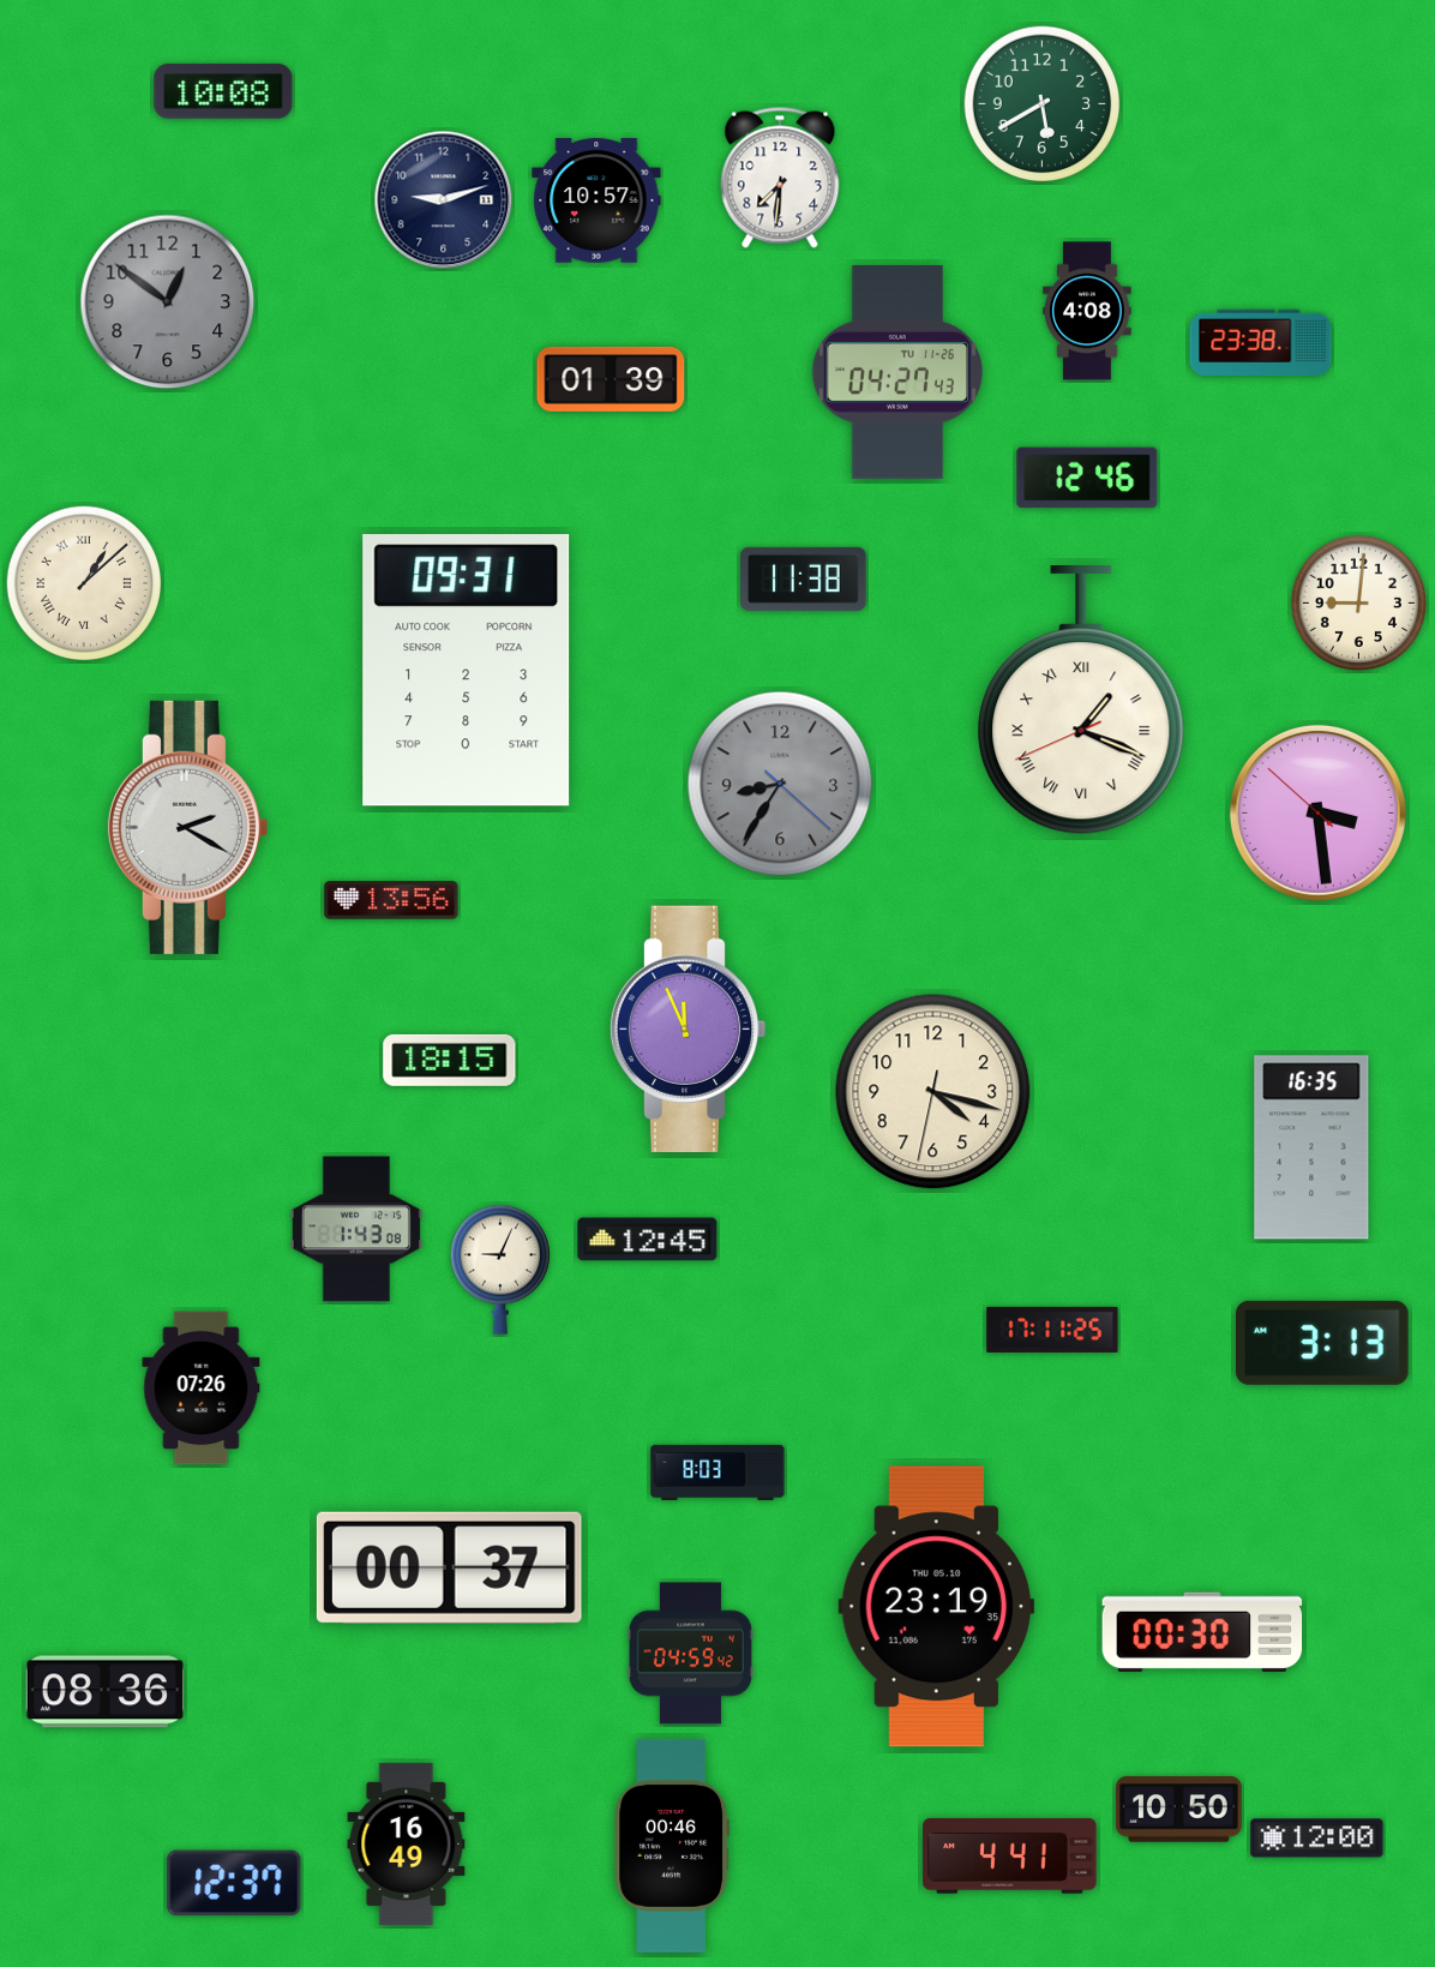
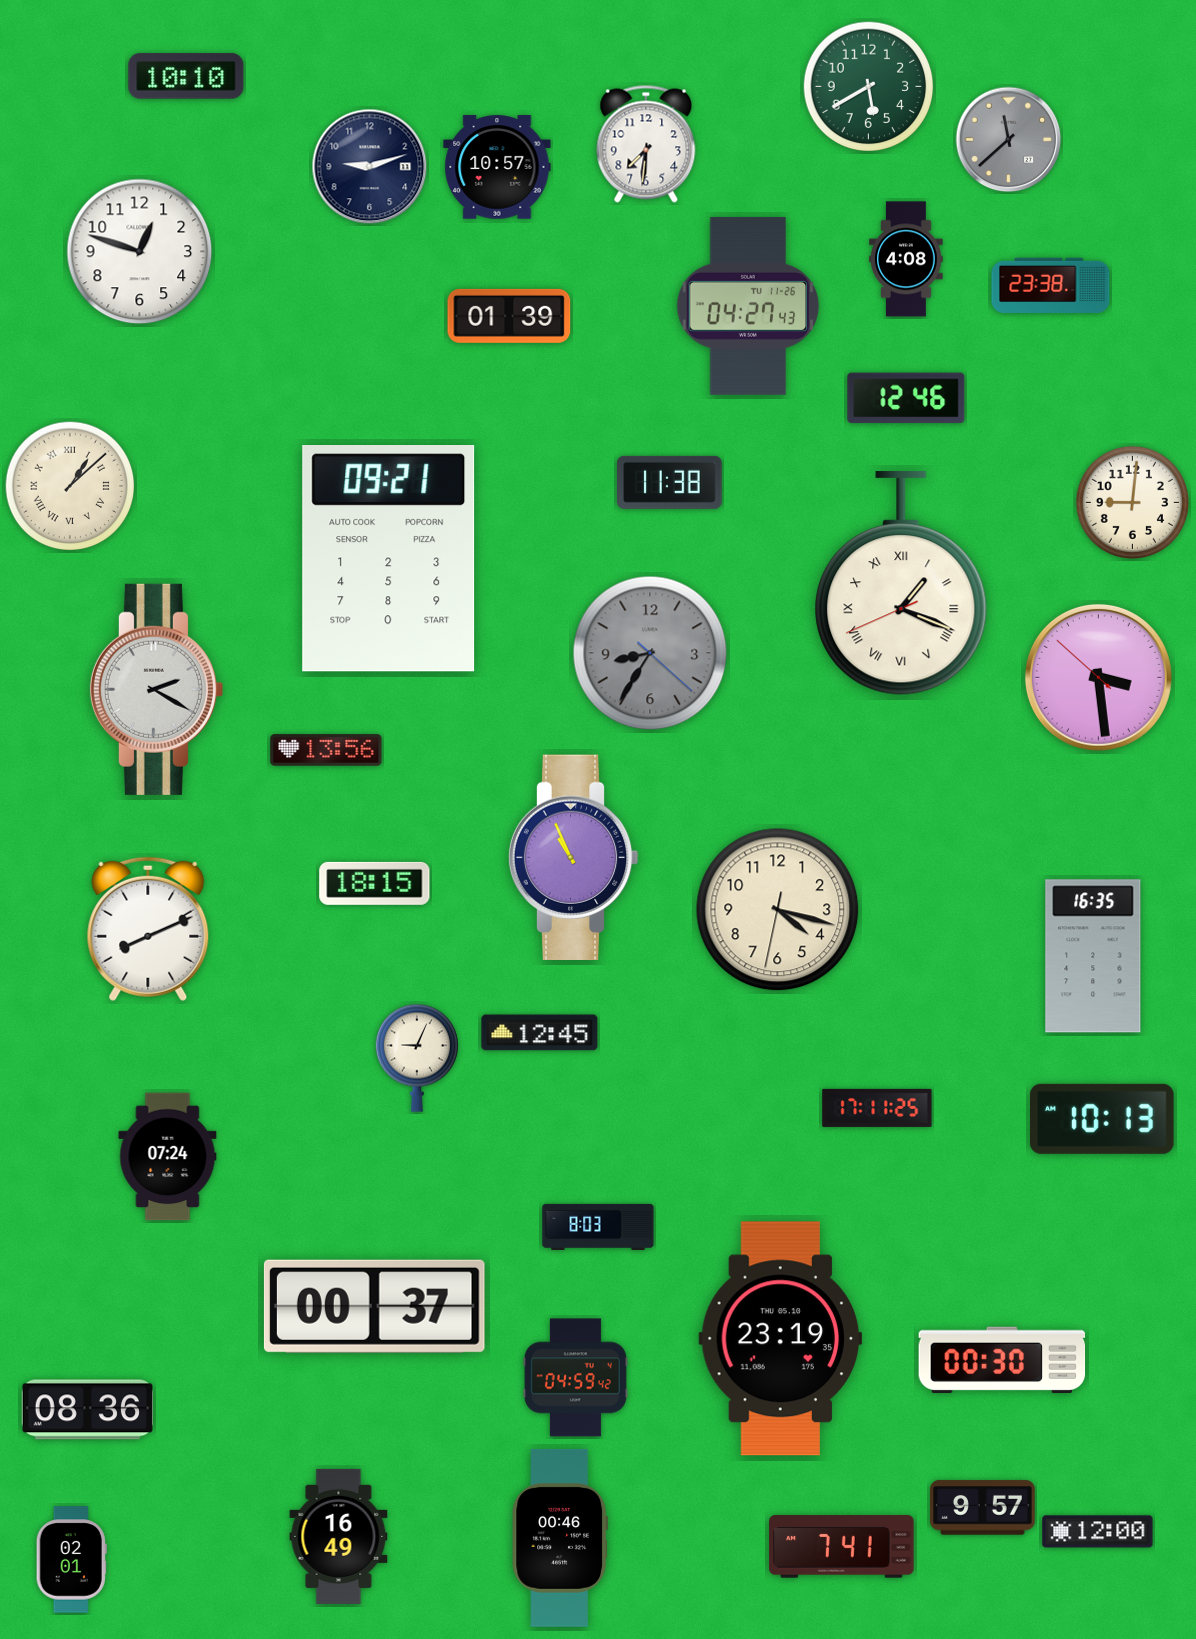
clock at (223, 91): 10:08 -> 10:10
clock at (1009, 140): none -> 11:38
clock at (780, 178) position: (780, 178) -> (646, 144)
clock at (168, 302): 12:51 -> 12:48
clock at (168, 302) dial: grey -> white
clock at (897, 372) position: (897, 372) -> (748, 306)
clock at (467, 671): 09:31 -> 09:21
clock at (688, 1029): 11:56 -> 10:56
clock at (148, 929): none -> 8:11
clock at (356, 1229): 1:43 -> none
clock at (1323, 1343): 3:13 -> 10:13
clock at (202, 1389): 07:26 -> 07:24
clock at (1179, 1810): 10:50 -> 9:57
clock at (1010, 1857): 4:41 -> 7:41
clock at (71, 1560): none -> 02:01
clock at (234, 1883): 12:37 -> none
